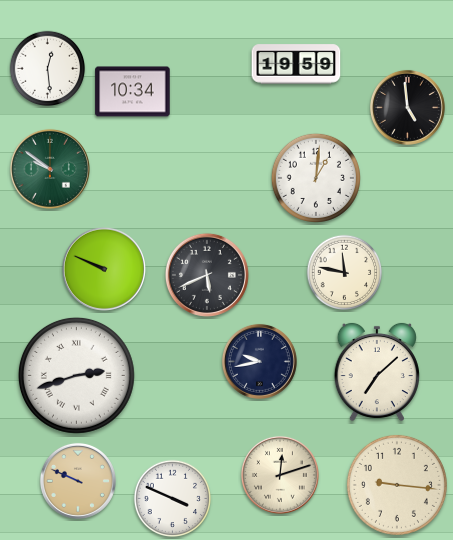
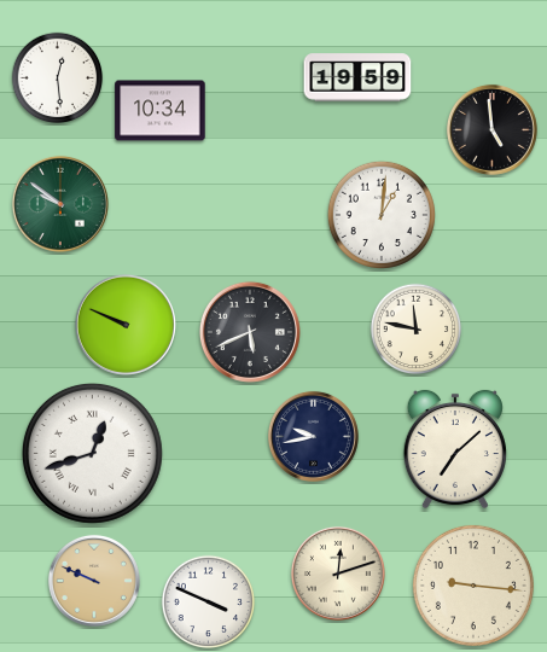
clock at (48, 69) position: (48, 69) -> (58, 78)
clock at (76, 375): 2:42 -> 12:42
clock at (397, 485) position: (397, 485) -> (473, 586)
